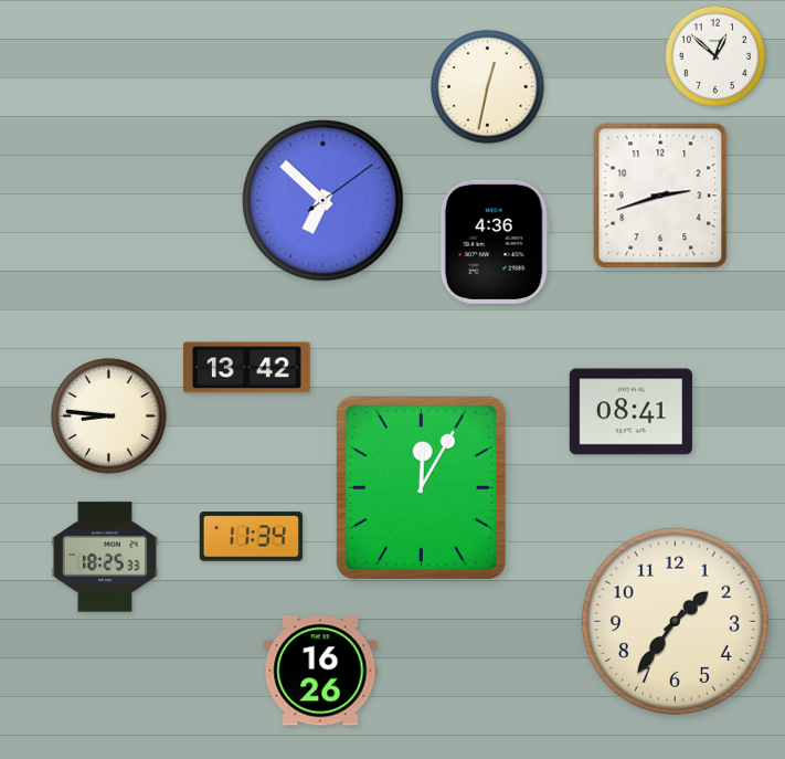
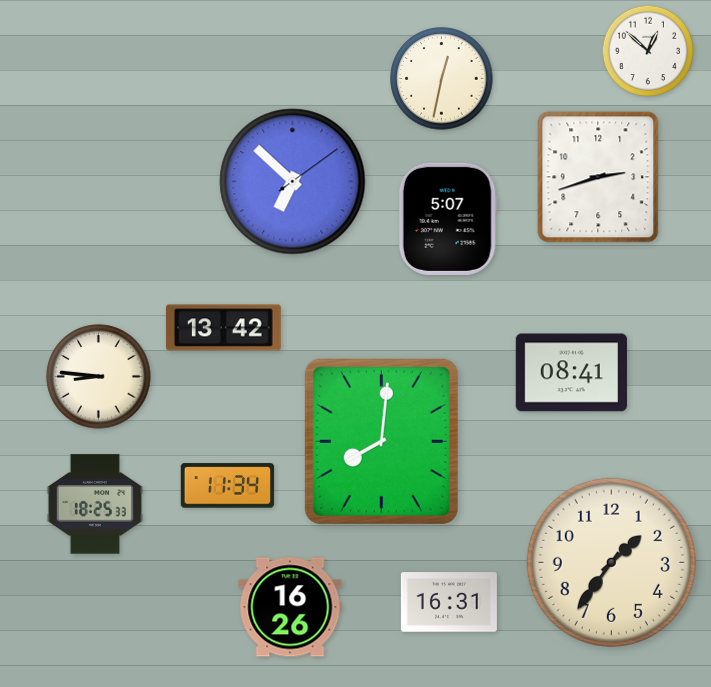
clock at (495, 242): 4:36 -> 5:07
clock at (246, 368) position: (246, 368) -> (223, 328)
clock at (421, 487): 12:05 -> 8:01
clock at (449, 602): none -> 16:31
